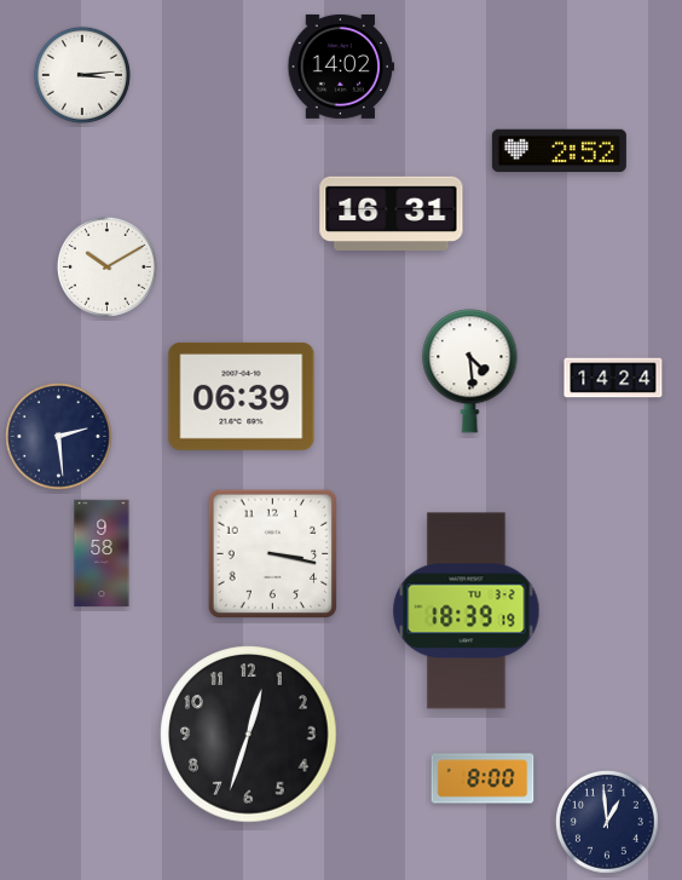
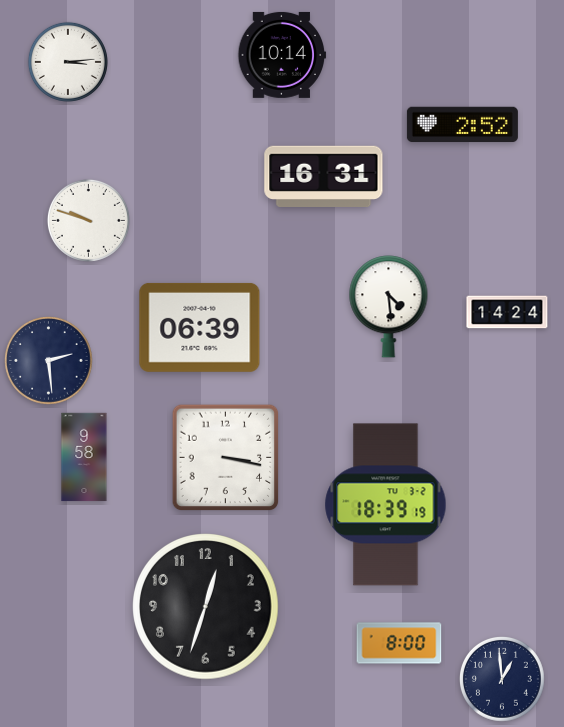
clock at (341, 67): 14:02 -> 10:14
clock at (106, 266): 10:10 -> 9:48
